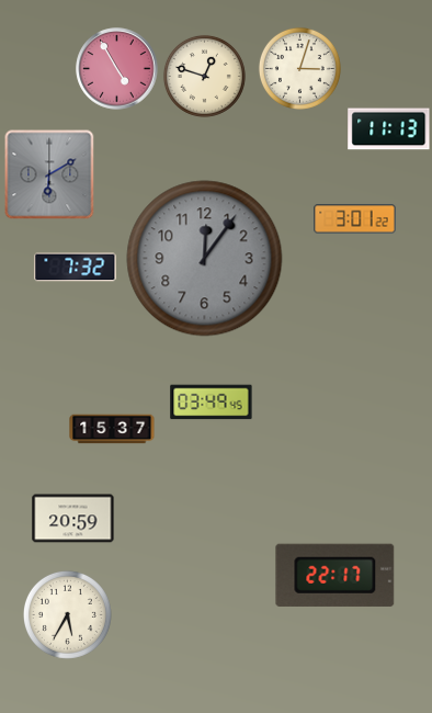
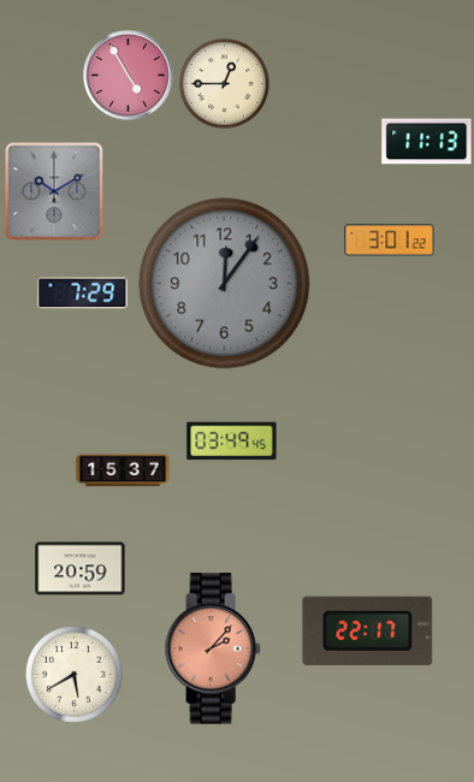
clock at (299, 68): 3:03 -> none
clock at (204, 76): 12:48 -> 12:45
clock at (49, 174): 6:10 -> 10:10
clock at (76, 268): 7:32 -> 7:29
clock at (213, 648): none -> 2:07
clock at (67, 614): 5:35 -> 5:40
